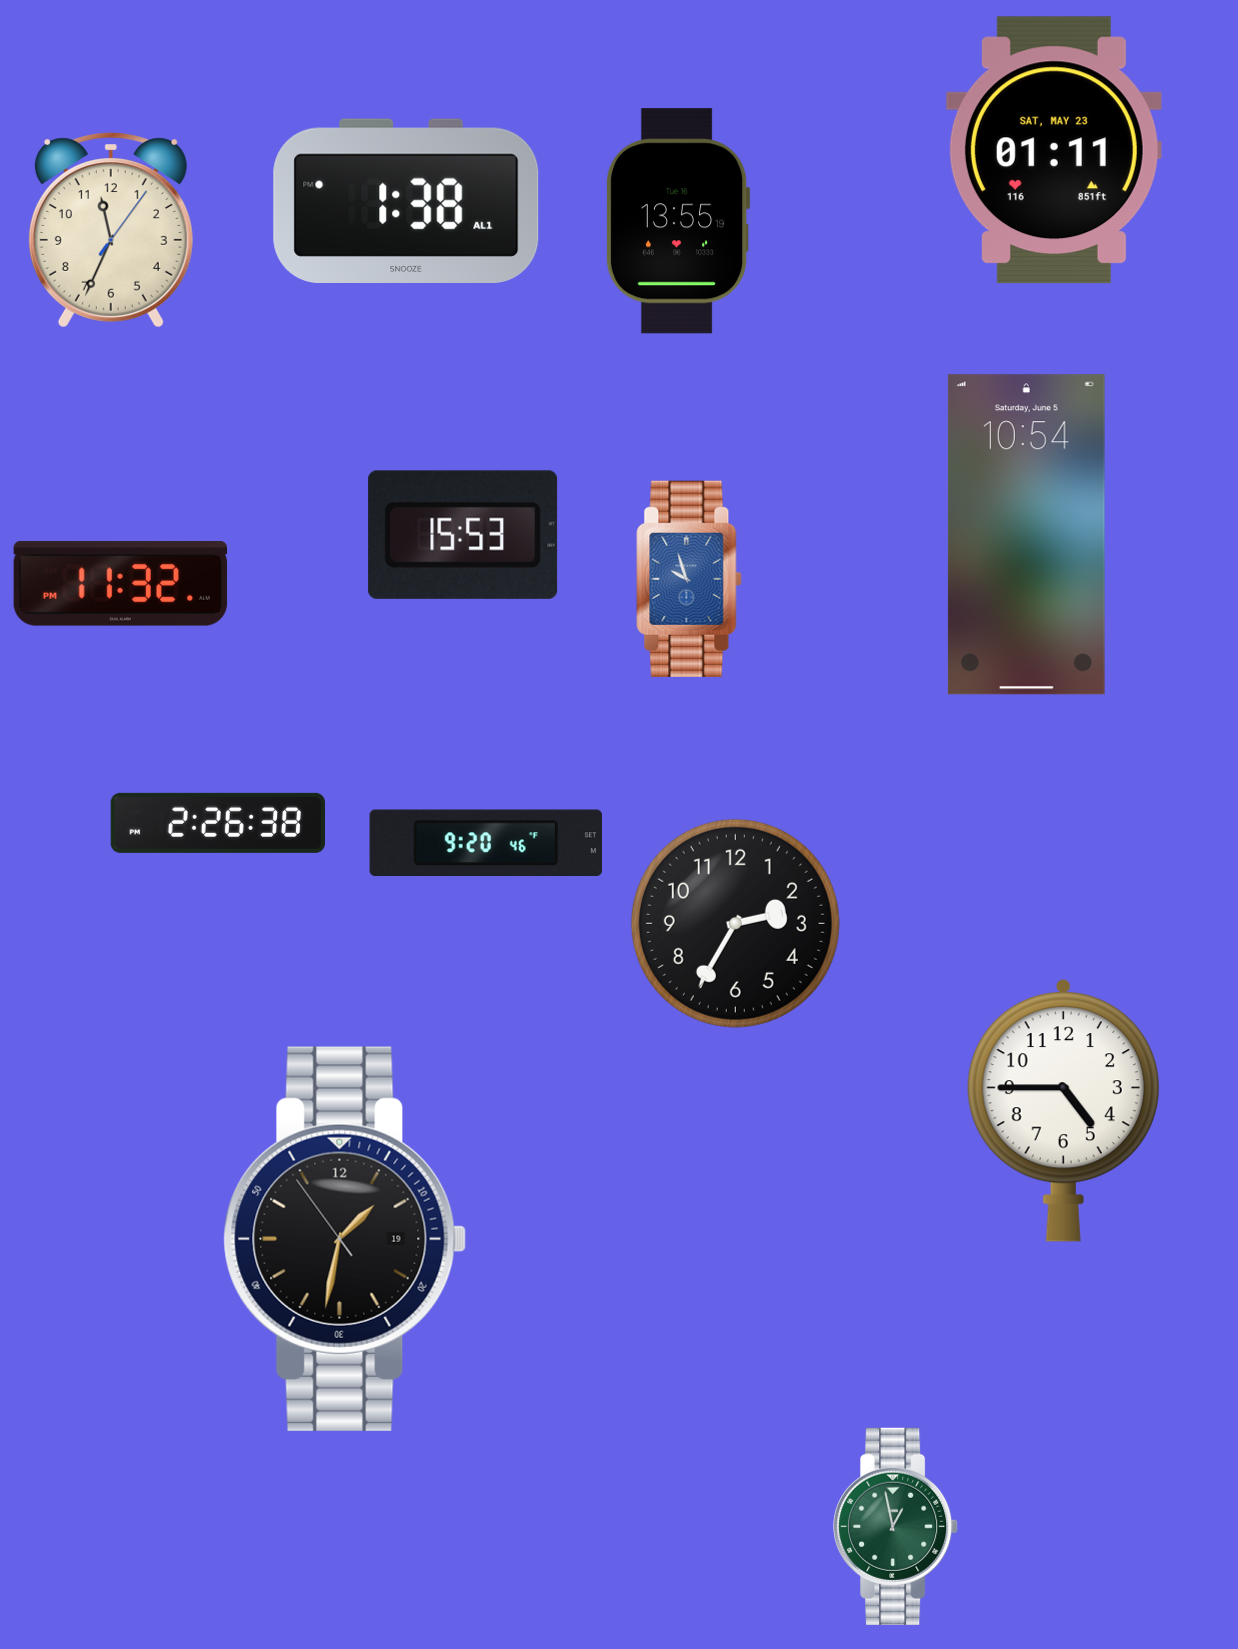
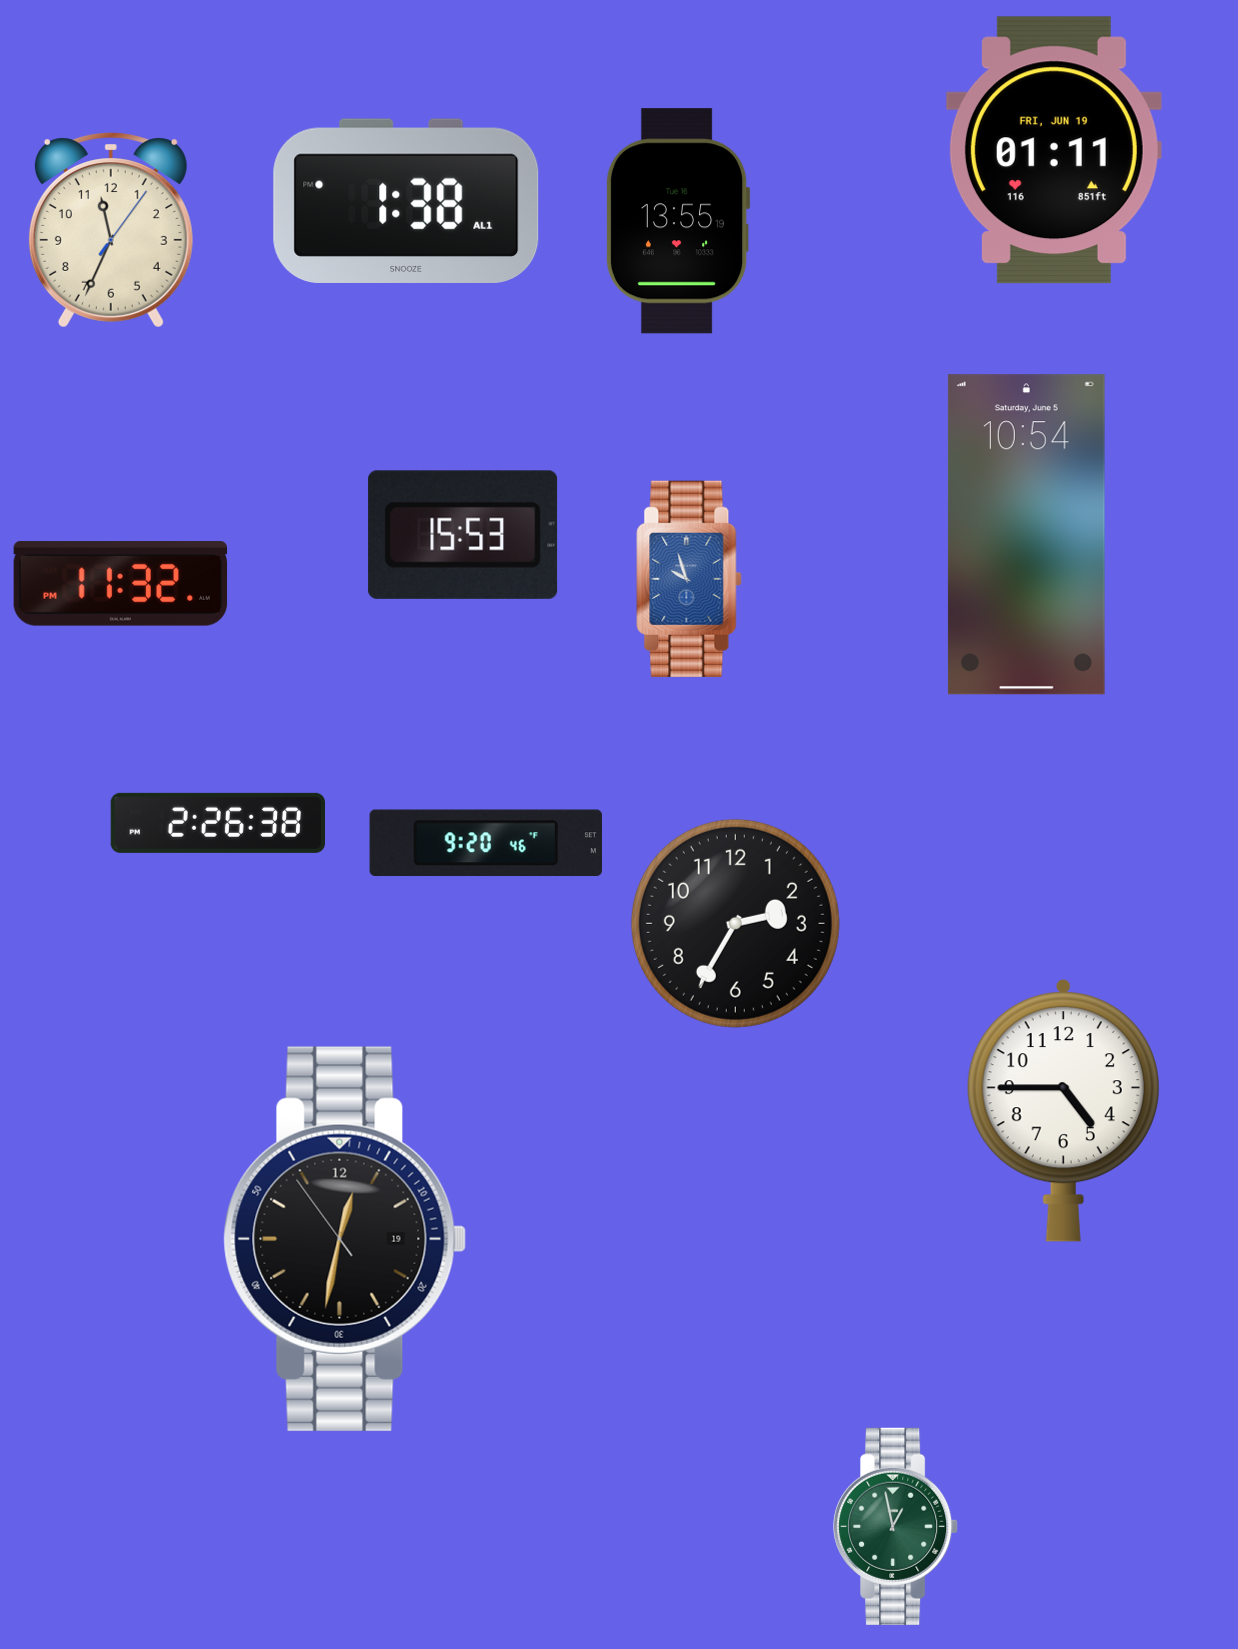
clock at (1054, 150) date: SAT, MAY 23 -> FRI, JUN 19
clock at (345, 1239): 1:31 -> 12:31
